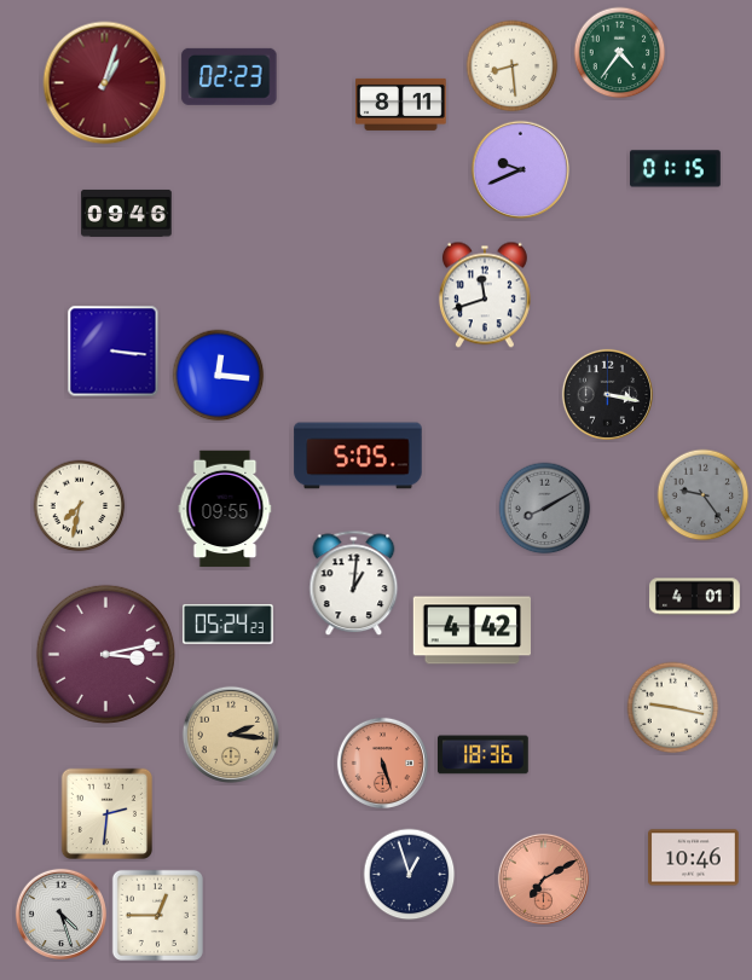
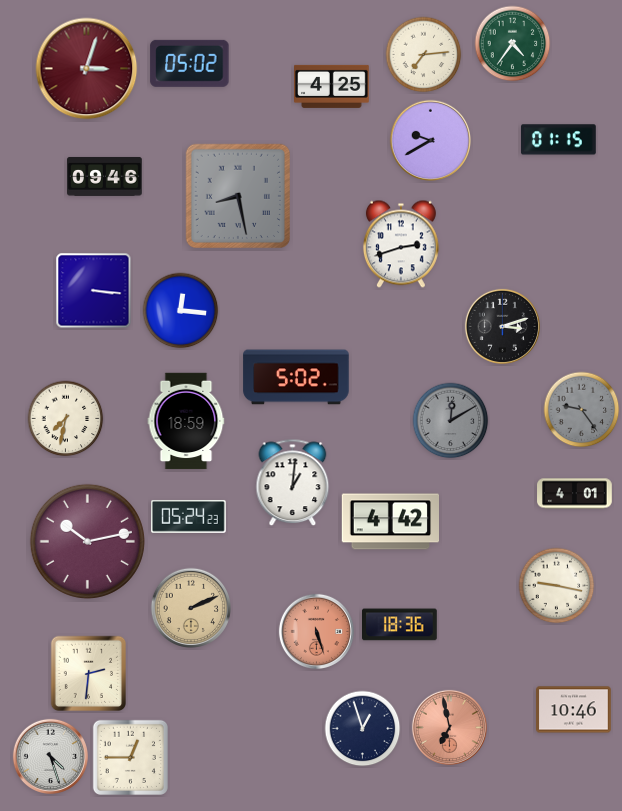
clock at (513, 66): 8:29 -> 7:14
clock at (230, 76): 02:23 -> 05:02
clock at (105, 83): 1:03 -> 3:03
clock at (401, 104): 8:11 -> 4:25
clock at (520, 169): 9:41 -> 9:40
clock at (237, 195): none -> 8:28
clock at (485, 295): 11:42 -> 2:42
clock at (607, 394): 3:17 -> 3:12
clock at (358, 456): 5:05 -> 5:02
clock at (225, 509): 09:55 -> 18:59
clock at (545, 509): 8:10 -> 12:10
clock at (105, 654): 3:13 -> 10:13
clock at (230, 733): 2:16 -> 2:11
clock at (410, 875) position: (410, 875) -> (363, 729)
clock at (543, 878): 7:10 -> 6:58
